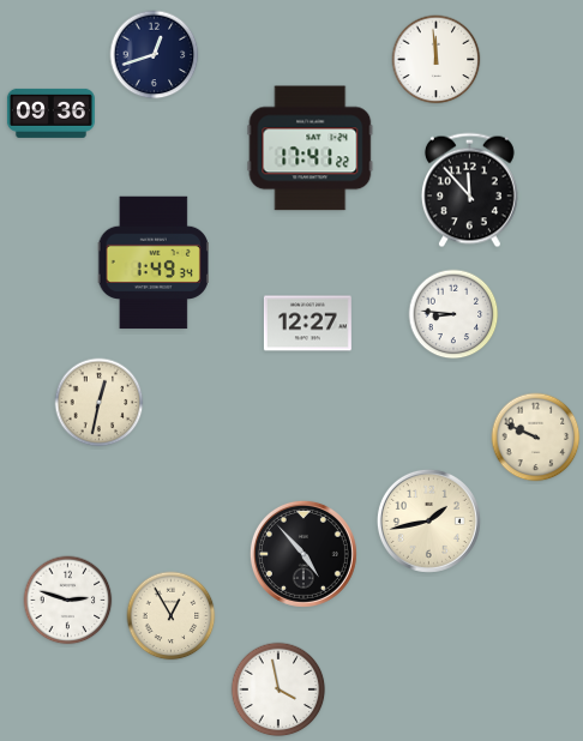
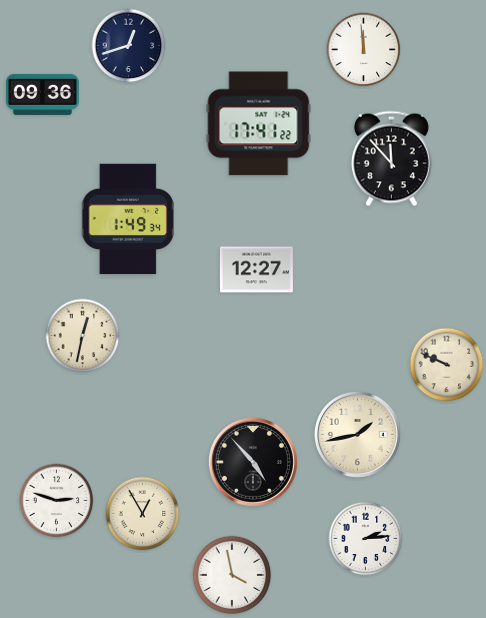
clock at (453, 314): 8:46 -> none
clock at (366, 539): none -> 2:14
